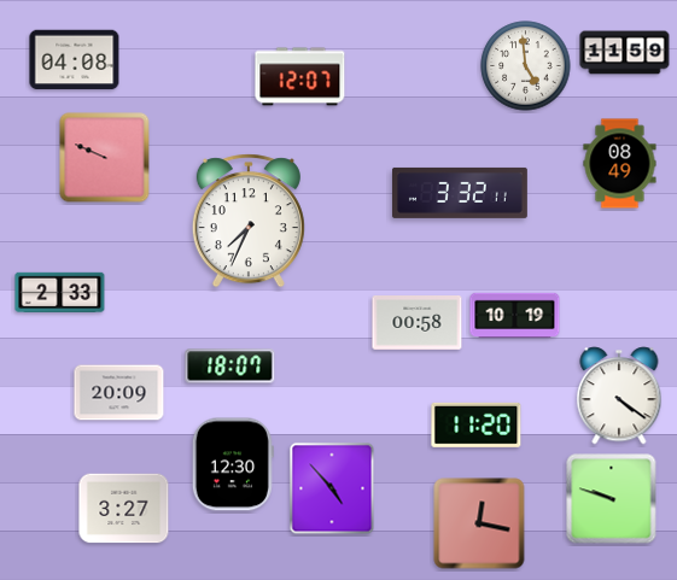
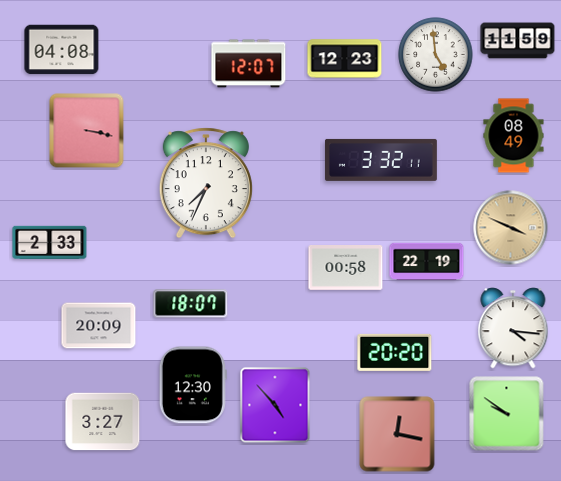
clock at (625, 53) position: (625, 53) -> (518, 41)
clock at (345, 59): none -> 12:23
clock at (105, 158): 9:49 -> 3:17
clock at (511, 228): none -> 3:49
clock at (515, 316): 10:19 -> 22:19
clock at (619, 396): 4:21 -> 4:16
clock at (477, 424): 11:20 -> 20:20
clock at (612, 499): 9:48 -> 9:51
